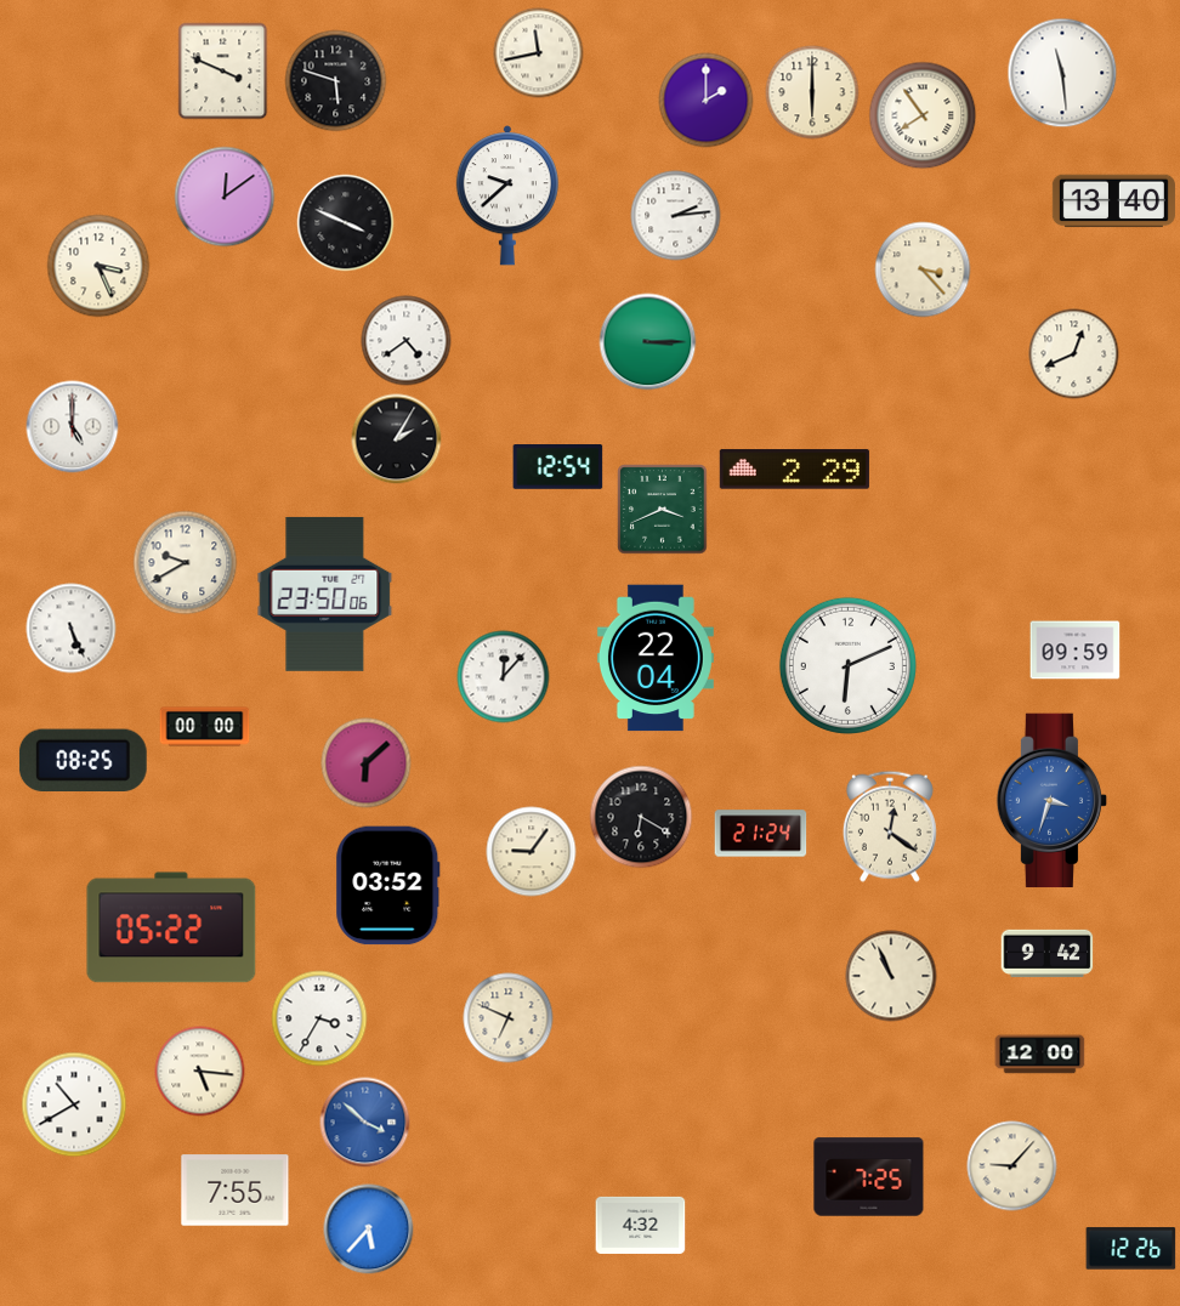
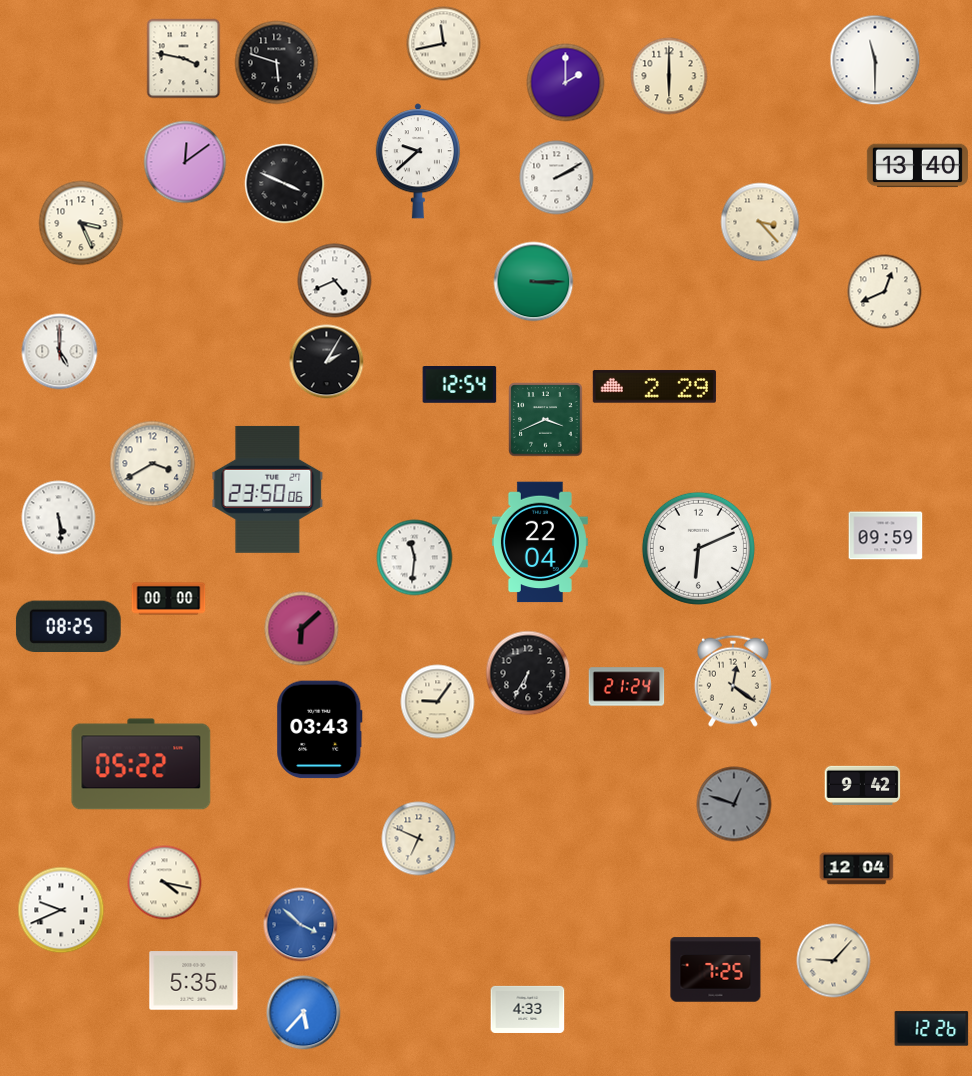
clock at (223, 72): 3:49 -> 3:47
clock at (1062, 73): 11:29 -> 11:30
clock at (336, 81) position: (336, 81) -> (277, 63)
clock at (707, 101) position: (707, 101) -> (566, 83)
clock at (923, 115): 7:54 -> none
clock at (676, 216): 2:14 -> 2:10
clock at (98, 266) position: (98, 266) -> (81, 223)
clock at (407, 341): 4:39 -> 4:41
clock at (186, 563): 9:40 -> 3:40
clock at (72, 629): 5:26 -> 5:29
clock at (504, 677): 12:07 -> 11:31
clock at (1053, 801): 3:33 -> none
clock at (641, 817): 6:20 -> 6:35
clock at (388, 886): 03:52 -> 03:43
clock at (891, 976): 10:56 -> 12:48
clock at (891, 976) dial: cream -> grey
clock at (319, 1018): 3:35 -> none
clock at (1040, 1055): 12:00 -> 12:04
clock at (200, 1072): 5:16 -> 4:17
clock at (74, 1105): 10:40 -> 9:41
clock at (236, 1191): 7:55 -> 5:35
clock at (641, 1225): 4:32 -> 4:33
